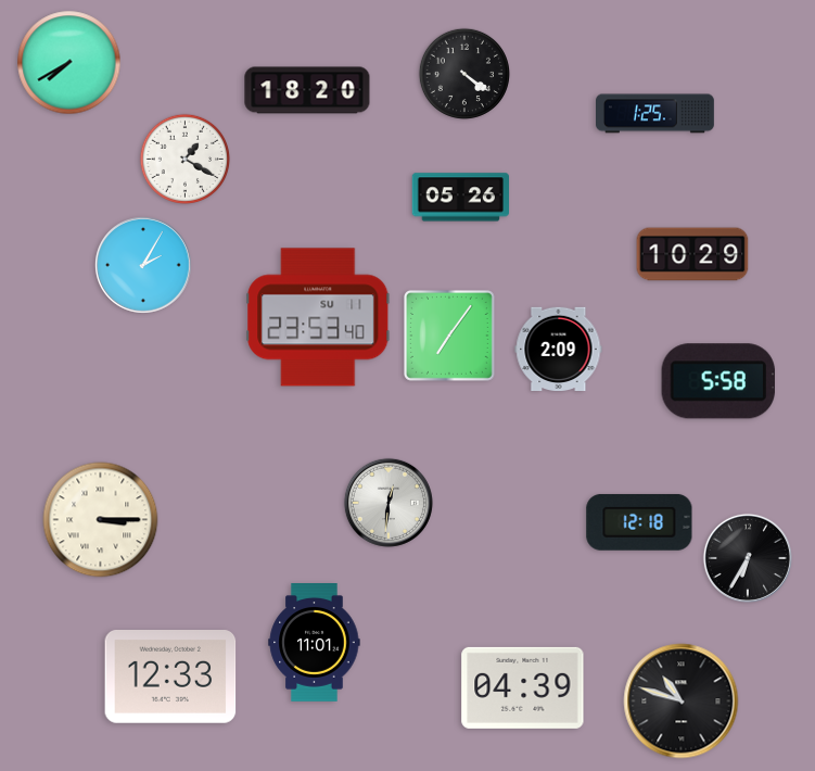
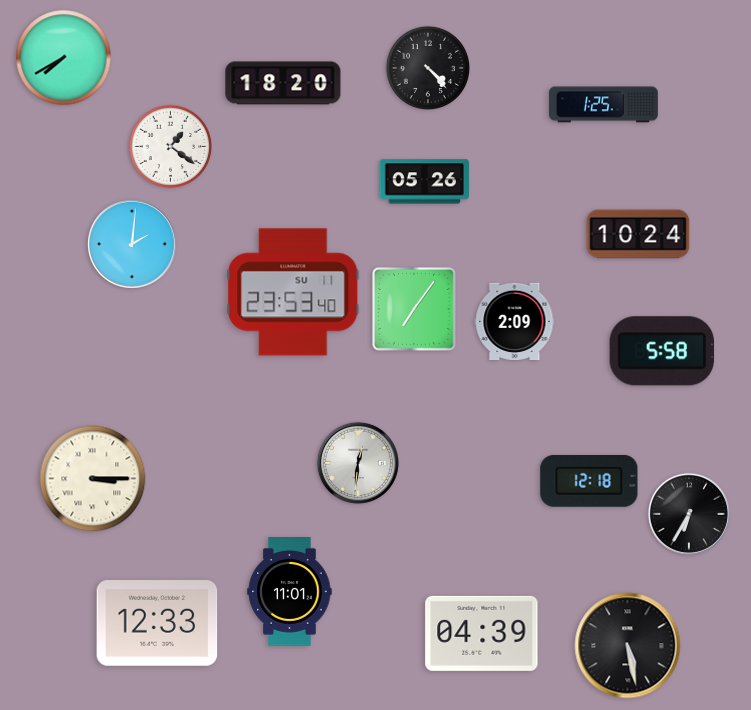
clock at (464, 74): 4:21 -> 4:23
clock at (184, 159): 1:20 -> 1:21
clock at (692, 254): 10:29 -> 10:24
clock at (144, 266): 2:05 -> 2:01
clock at (682, 702): 10:48 -> 5:28
